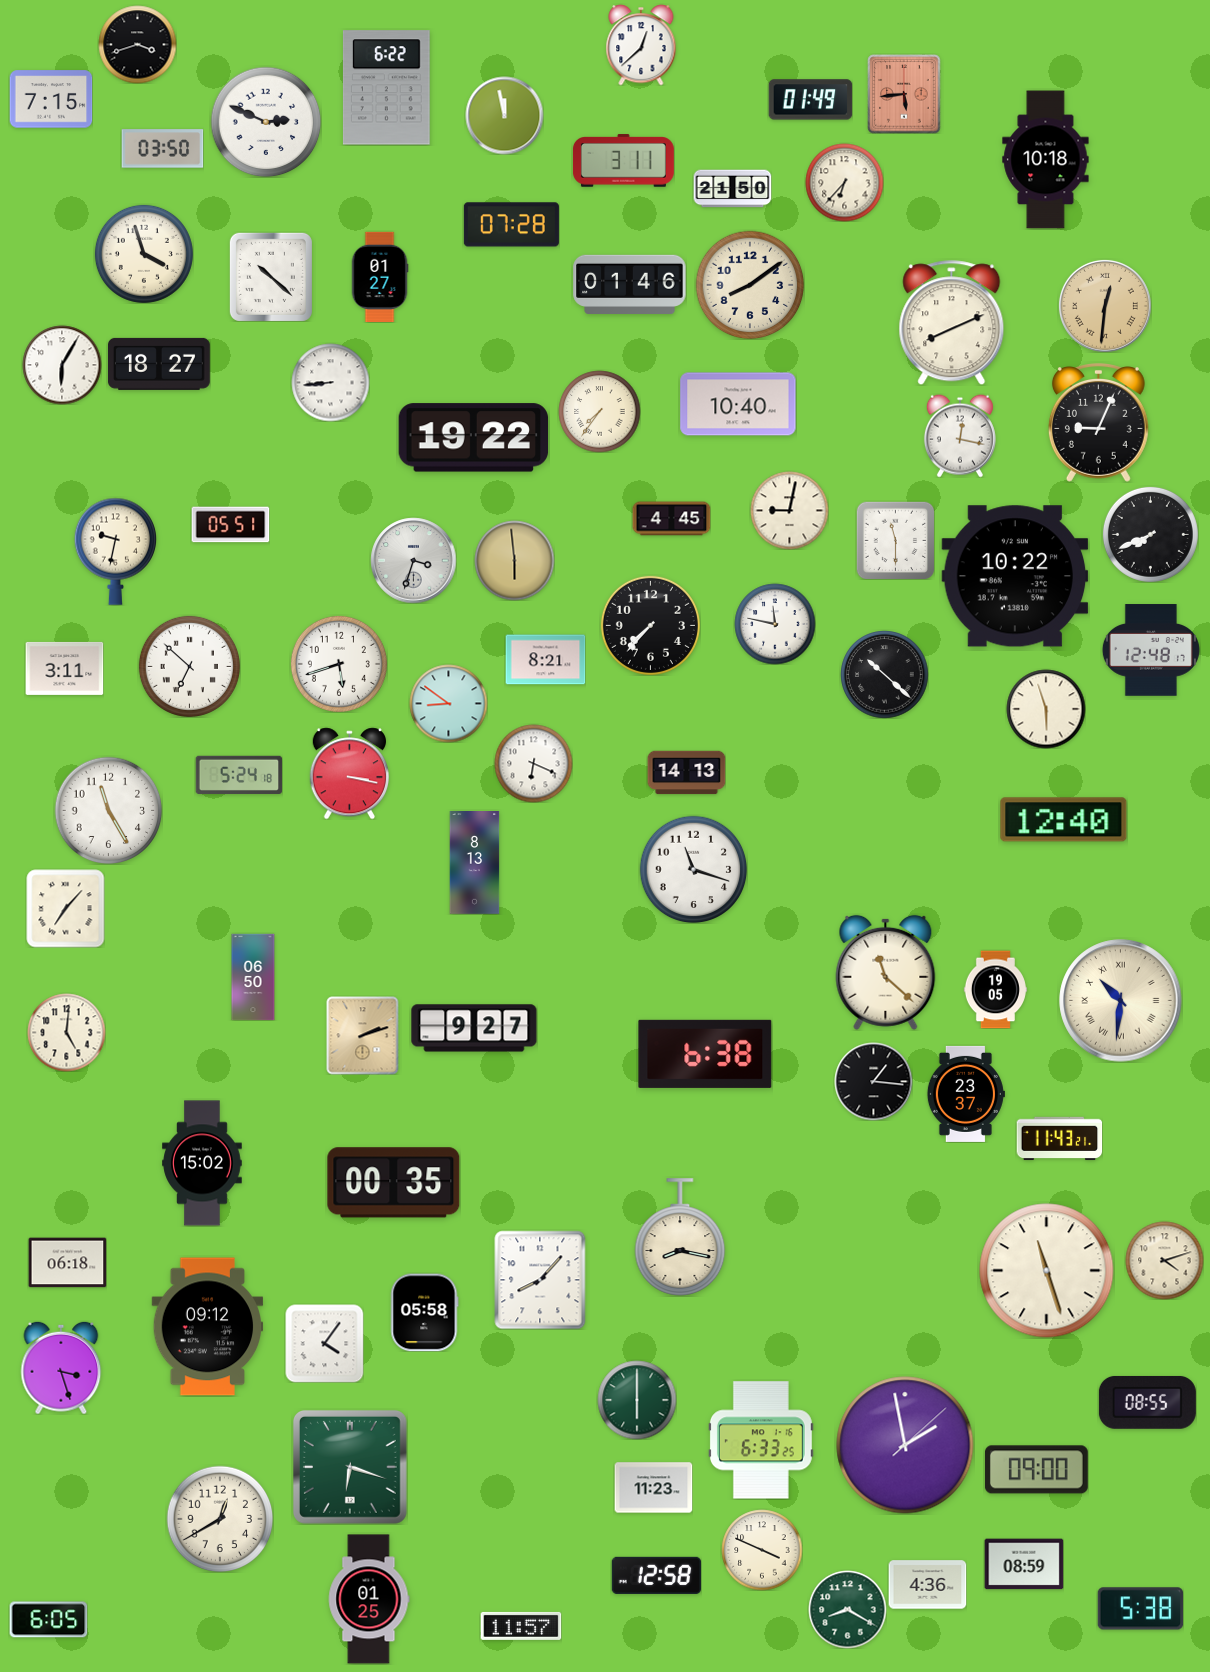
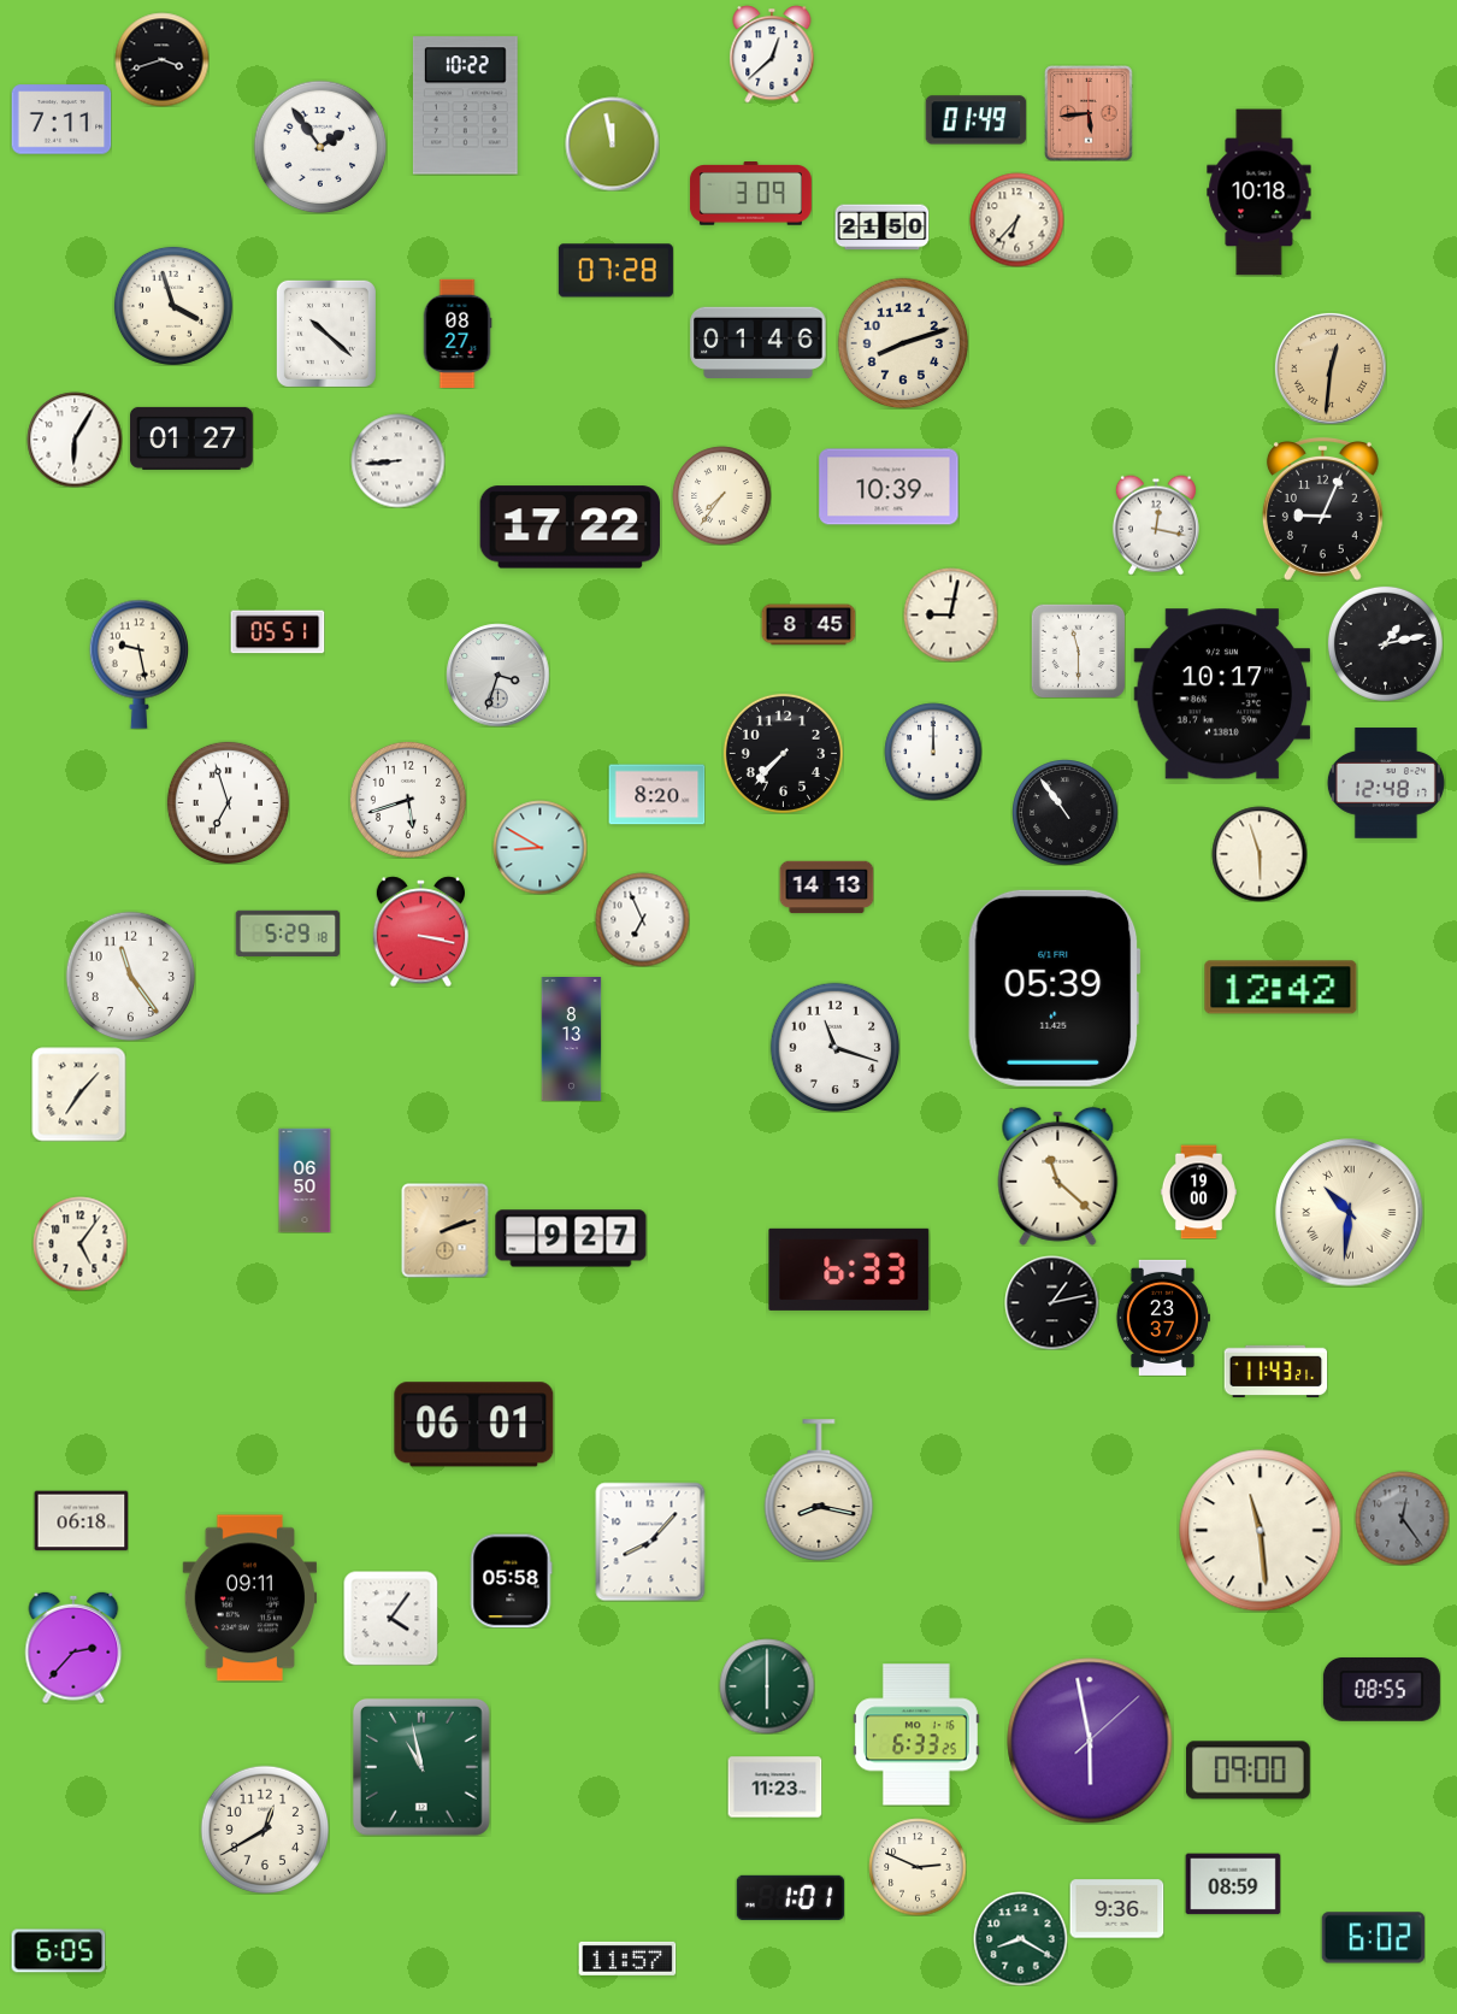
clock at (137, 44) position: (137, 44) -> (161, 59)
clock at (386, 88): 6:22 -> 10:22
clock at (51, 99): 7:15 -> 7:11
clock at (504, 115) position: (504, 115) -> (612, 143)
clock at (266, 122): 2:49 -> 1:54
clock at (162, 149): 03:50 -> none
clock at (623, 161): 3:11 -> 3:09
clock at (380, 276): 01:27 -> 08:27
clock at (750, 285): 8:09 -> 8:12
clock at (952, 323): 8:11 -> none
clock at (159, 364): 18:27 -> 01:27
clock at (738, 404): 10:40 -> 10:39
clock at (474, 438): 19:22 -> 17:22
clock at (671, 519): 4:45 -> 8:45
clock at (1150, 534): 7:41 -> 1:13
clock at (115, 551): 9:32 -> 9:28
clock at (514, 560): 5:59 -> none
clock at (1015, 576): 10:22 -> 10:17
clock at (775, 624): 11:47 -> 12:00
clock at (545, 660): 8:21 -> 8:20
clock at (189, 666): 6:52 -> 6:57
clock at (64, 668): 3:11 -> none
clock at (884, 674): 10:22 -> 10:54
clock at (448, 703): 8:51 -> 8:50
clock at (533, 763): 6:19 -> 6:56
clock at (686, 773) position: (686, 773) -> (826, 888)
clock at (239, 775): 5:24 -> 5:29
clock at (108, 810): 11:25 -> 11:24
clock at (1055, 988): none -> 05:39
clock at (1064, 820): 12:40 -> 12:42
clock at (886, 972) position: (886, 972) -> (1058, 1176)
clock at (253, 977) position: (253, 977) -> (305, 1180)
clock at (995, 989): 19:05 -> 19:00
clock at (1121, 1001) position: (1121, 1001) -> (1350, 1213)
clock at (66, 1032): 5:01 -> 5:06
clock at (363, 1035) position: (363, 1035) -> (446, 1230)
clock at (705, 1054): 6:38 -> 6:33
clock at (873, 1081): 1:16 -> 1:13
clock at (202, 1163): 15:02 -> none
clock at (394, 1183): 00:35 -> 06:01
clock at (1164, 1260): 4:12 -> 12:24
clock at (1164, 1260) dial: cream -> grey
clock at (1047, 1271): 11:27 -> 11:29
clock at (208, 1327): 09:12 -> 09:11
clock at (61, 1368): 3:27 -> 2:37
clock at (905, 1445): 1:58 -> 5:58
clock at (350, 1467): 6:18 -> 10:58
clock at (653, 1488) position: (653, 1488) -> (774, 1788)
clock at (762, 1550): 3:49 -> 2:49
clock at (656, 1575): 12:58 -> 1:01
clock at (927, 1585): 4:36 -> 9:36
clock at (369, 1599): 01:25 -> none
clock at (1140, 1609): 5:38 -> 6:02
